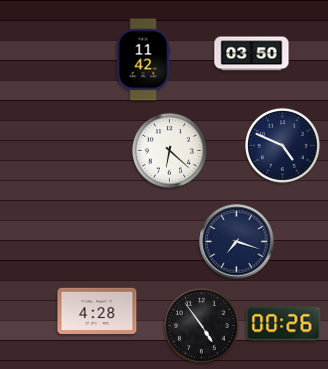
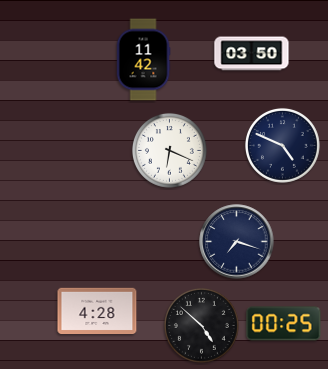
clock at (169, 150): 6:22 -> 6:19
clock at (284, 324): 00:26 -> 00:25
clock at (201, 325): 4:54 -> 4:52
